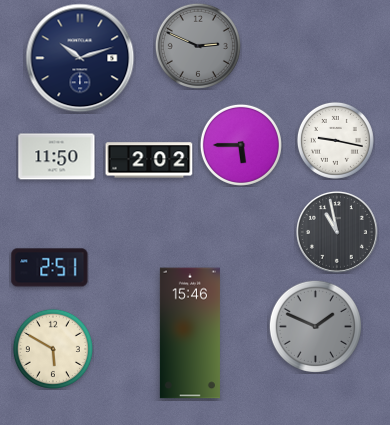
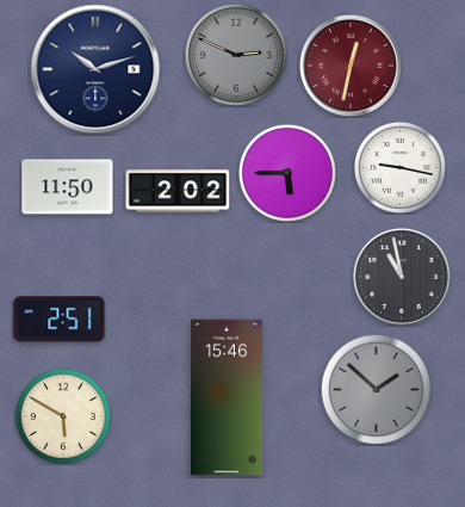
clock at (351, 66): none -> 12:32
clock at (315, 326): 1:49 -> 1:52
